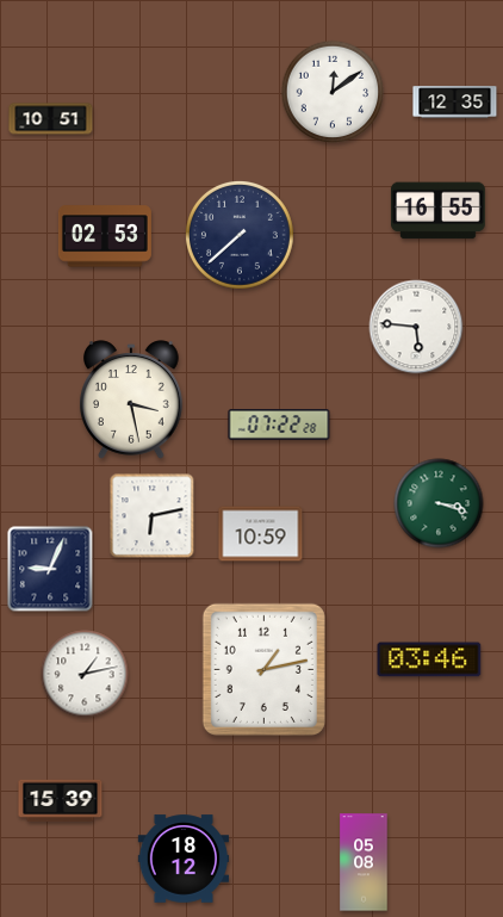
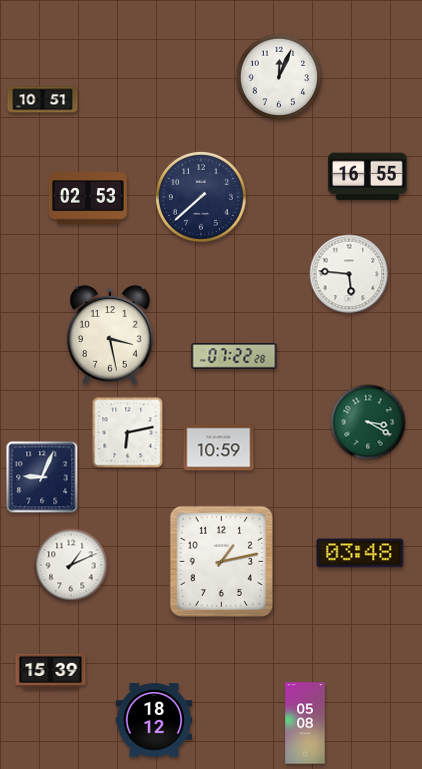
clock at (333, 92): 12:09 -> 12:04
clock at (455, 103): 12:35 -> none
clock at (439, 503): 3:18 -> 3:20
clock at (429, 659): 03:46 -> 03:48
clock at (85, 674): 1:13 -> 1:11
